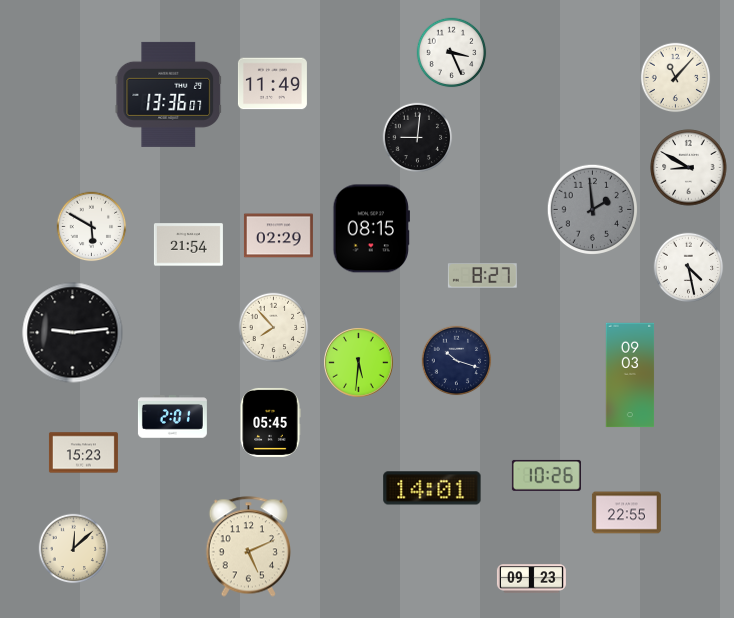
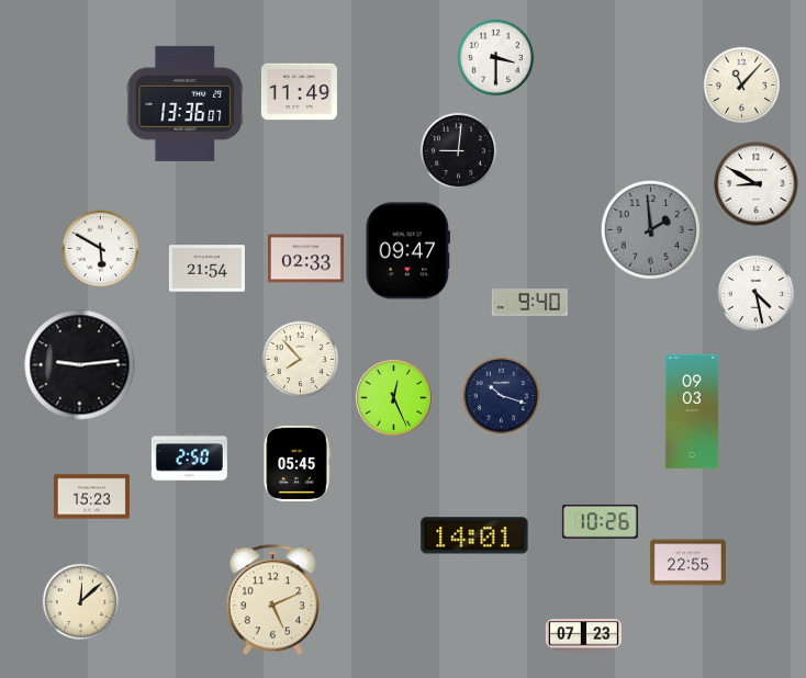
clock at (452, 53): 3:26 -> 3:30
clock at (371, 229): 08:15 -> 09:47
clock at (278, 236): 02:29 -> 02:33
clock at (482, 276): 8:27 -> 9:40
clock at (359, 363): 5:31 -> 12:26
clock at (172, 417): 2:01 -> 2:50
clock at (531, 579): 09:23 -> 07:23
